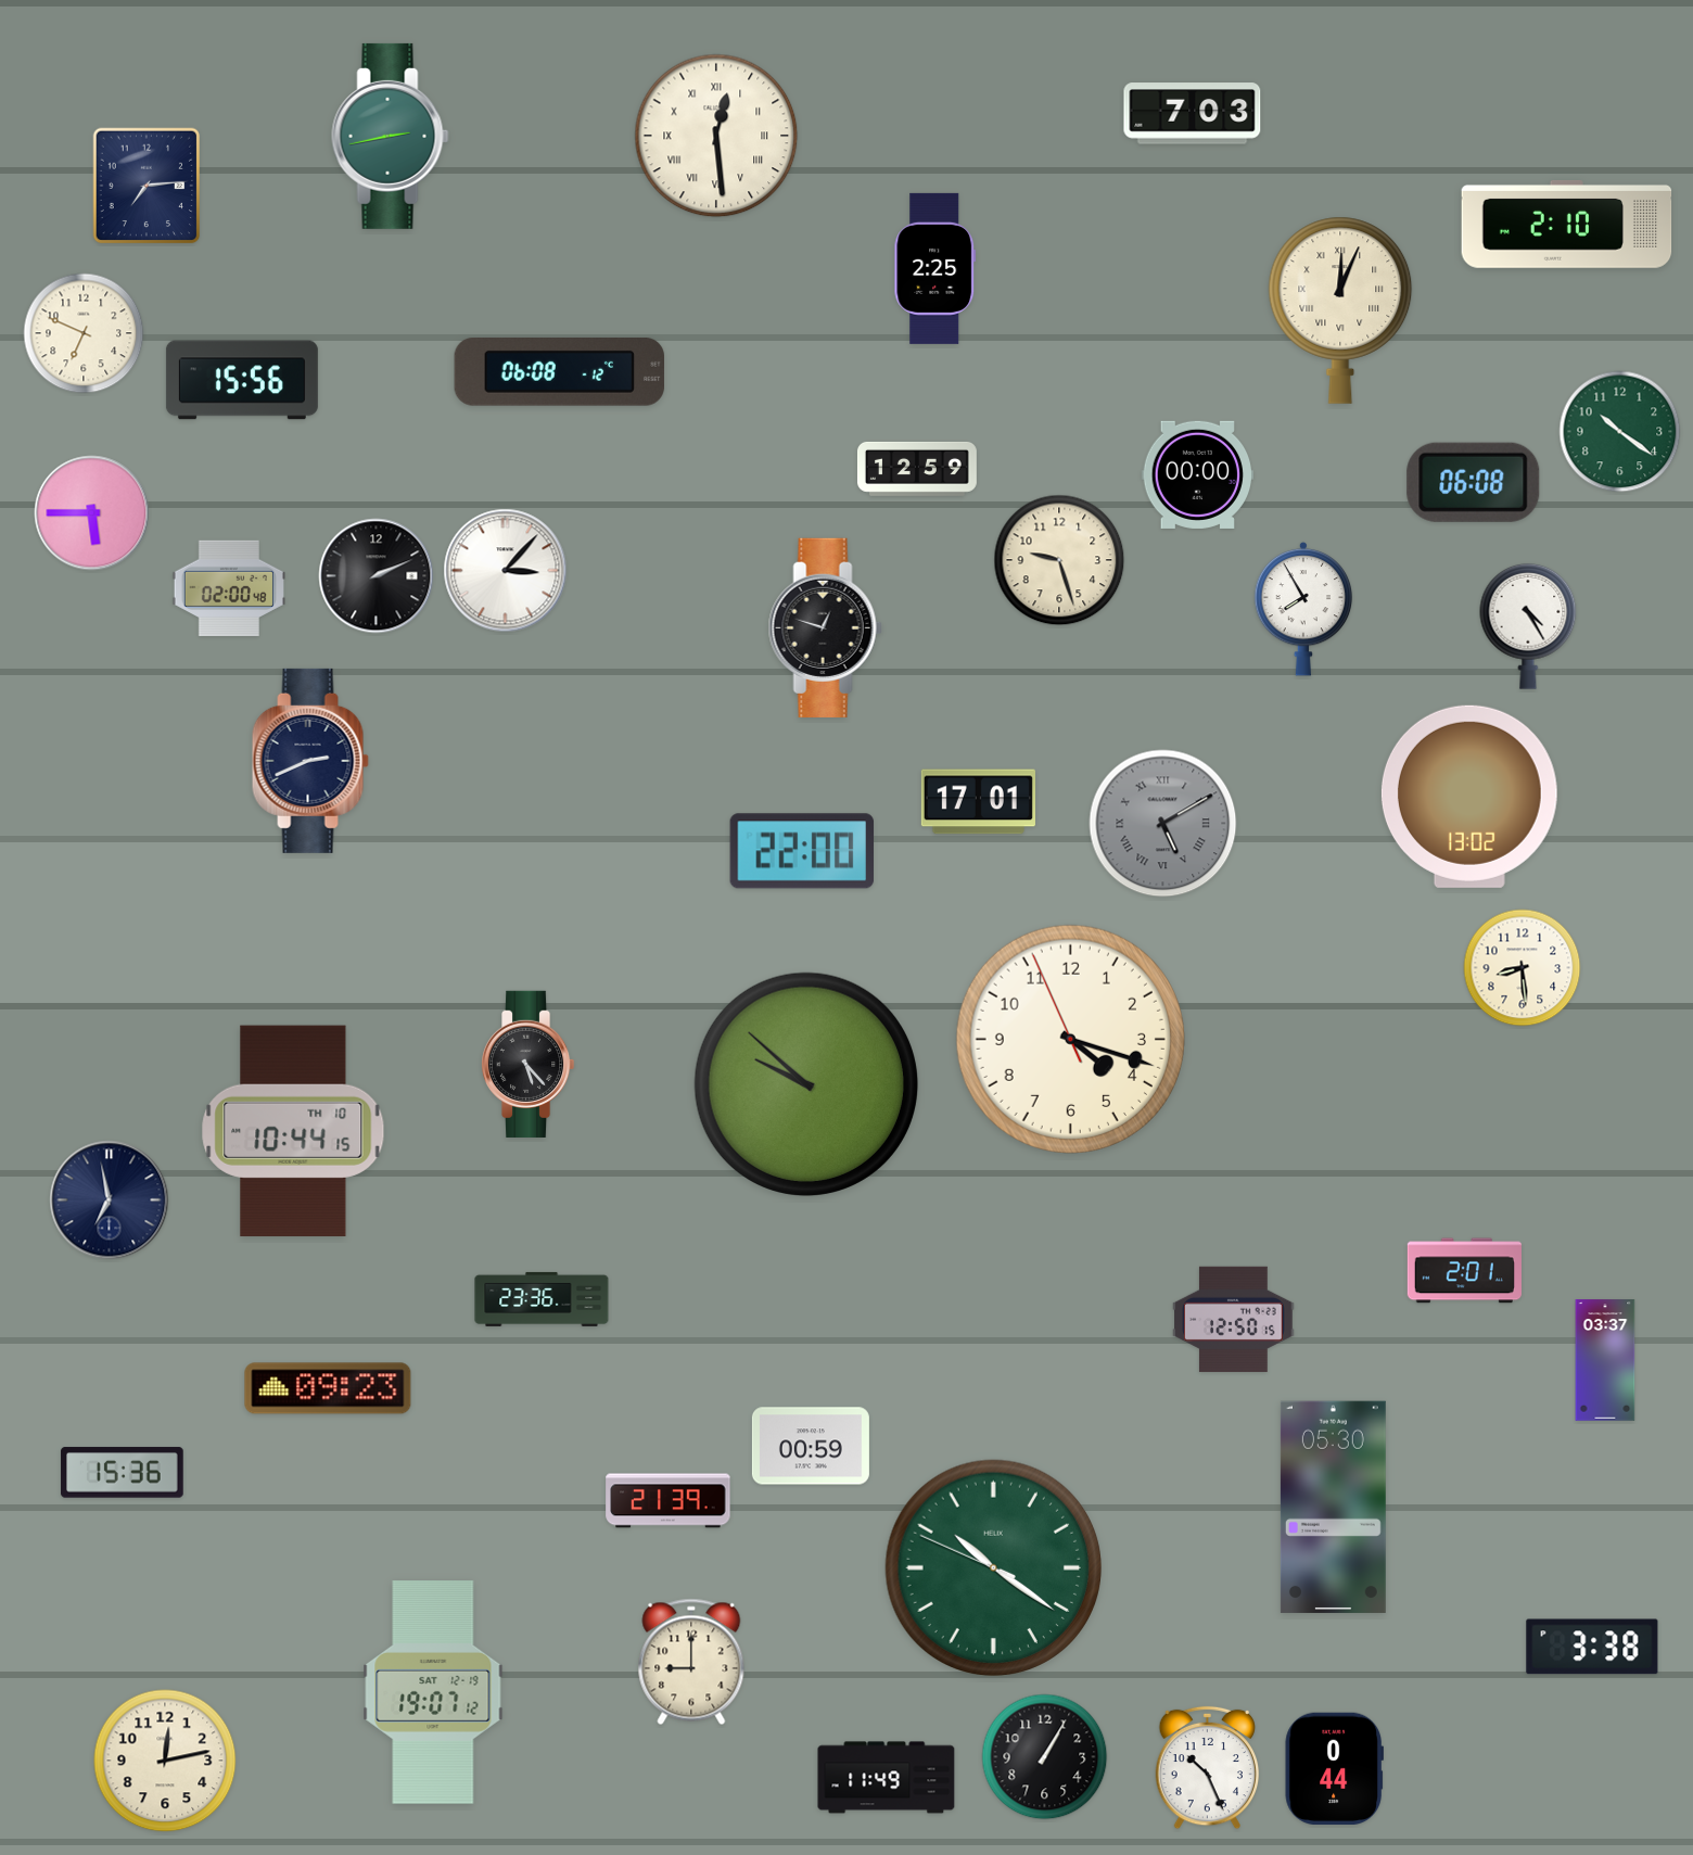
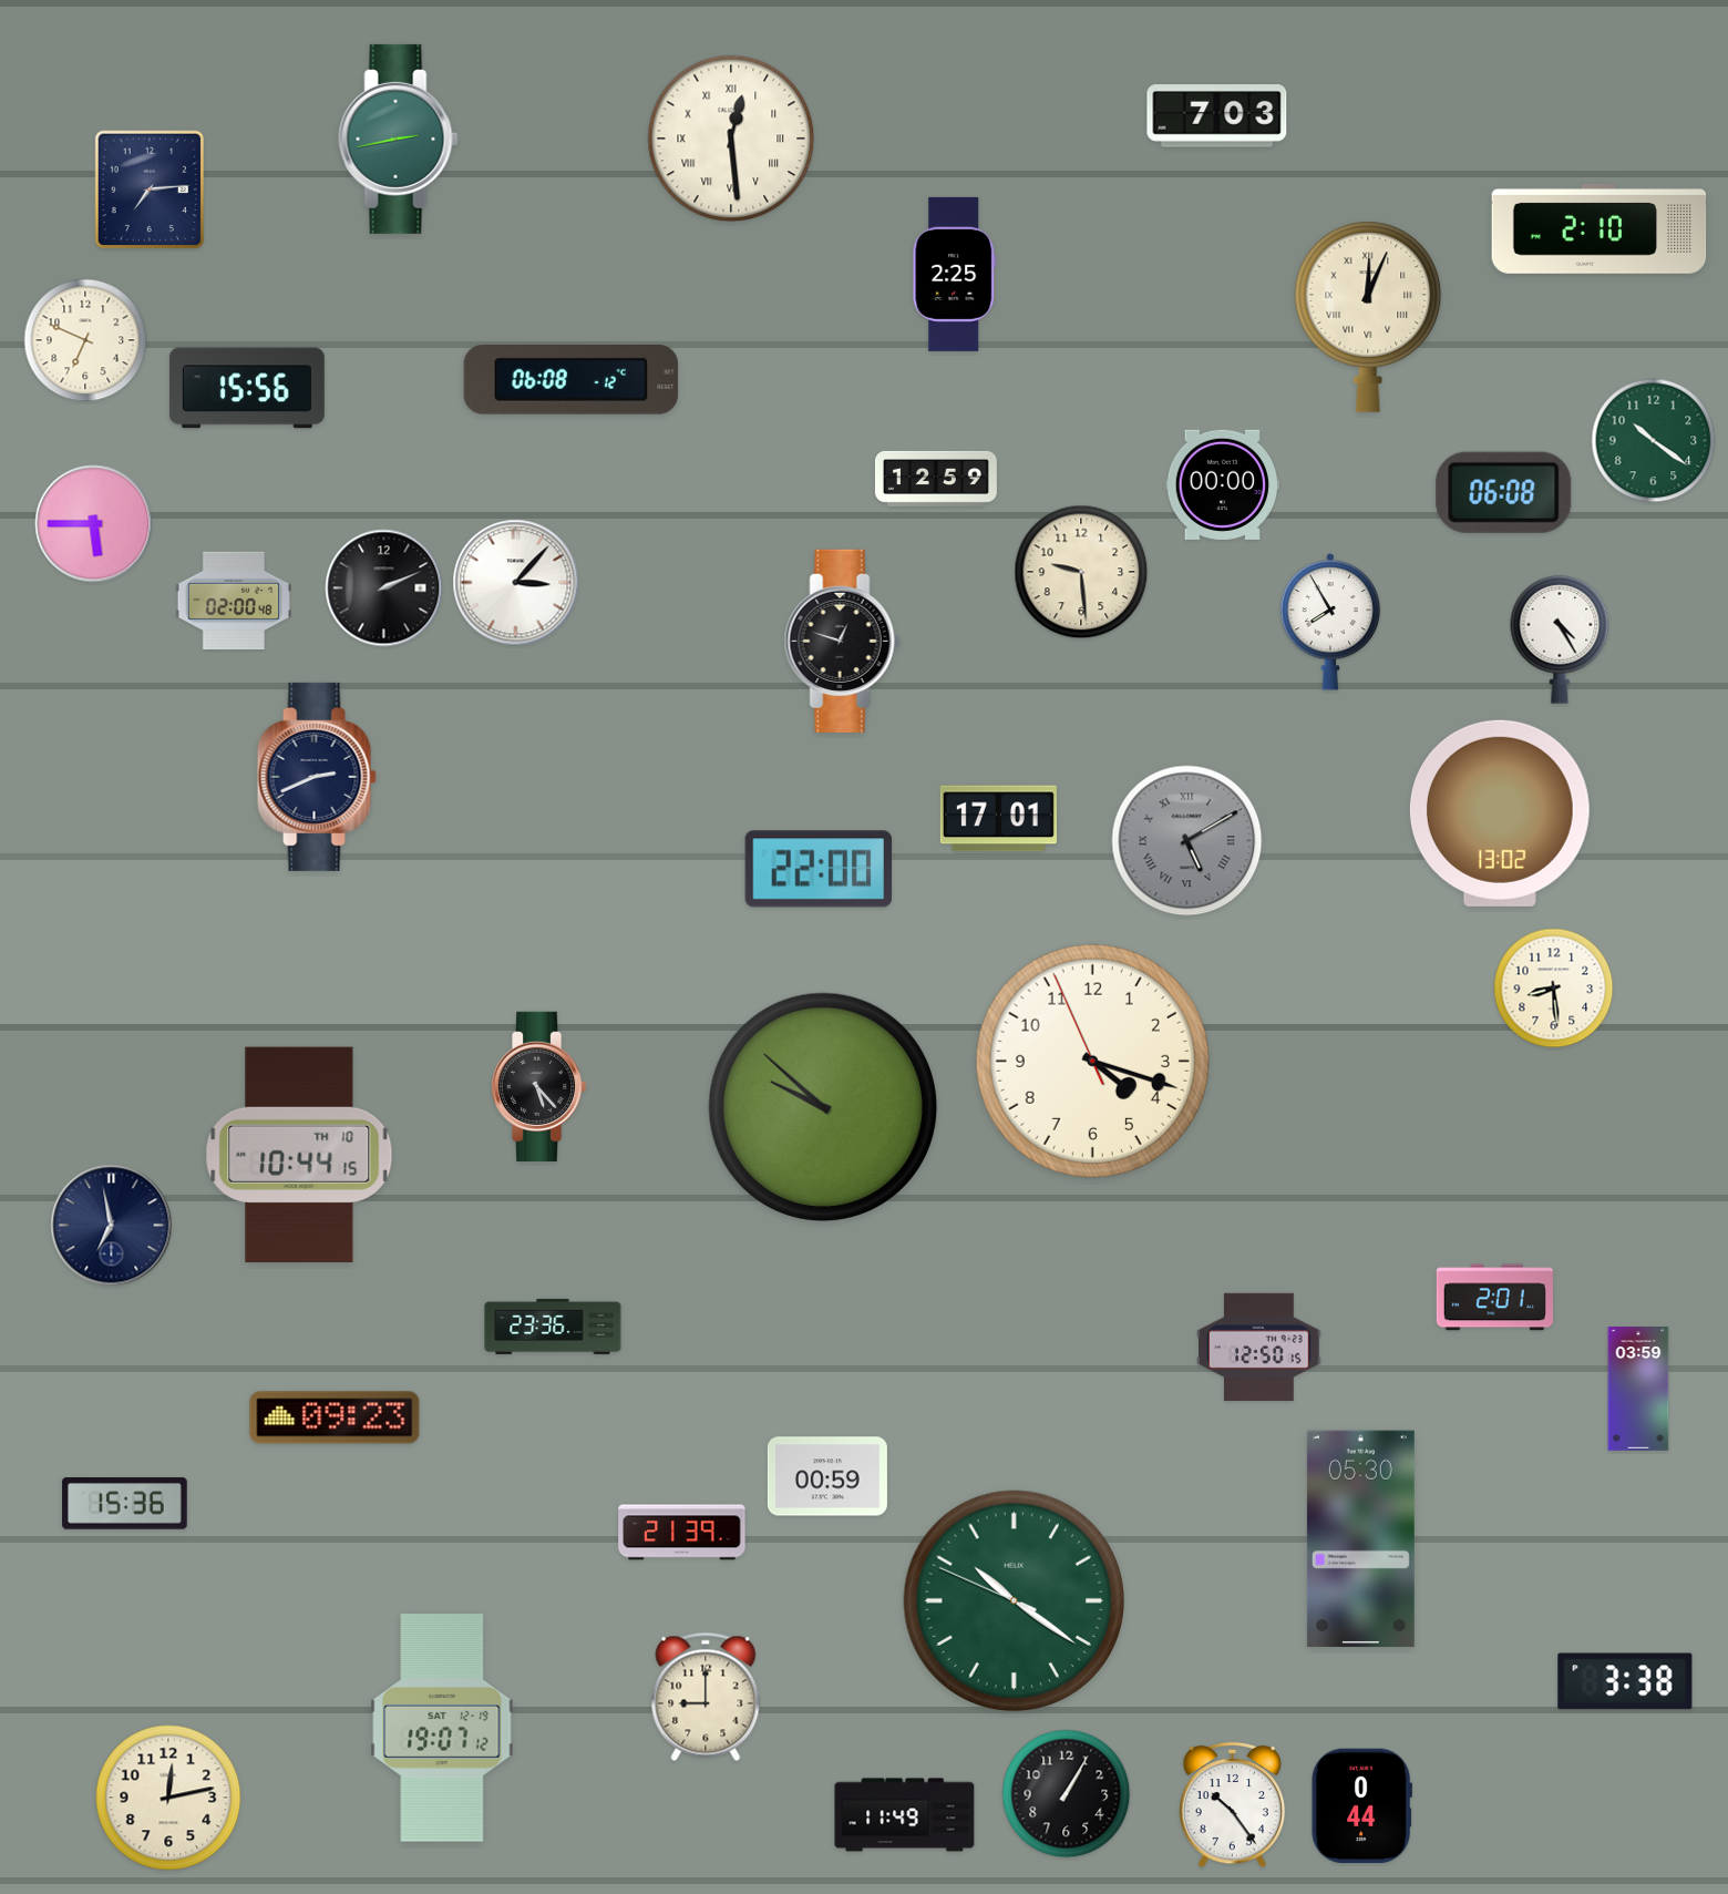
clock at (1059, 560): 9:27 -> 9:29
clock at (1605, 1360): 03:37 -> 03:59
clock at (1208, 1768): 10:26 -> 10:24
